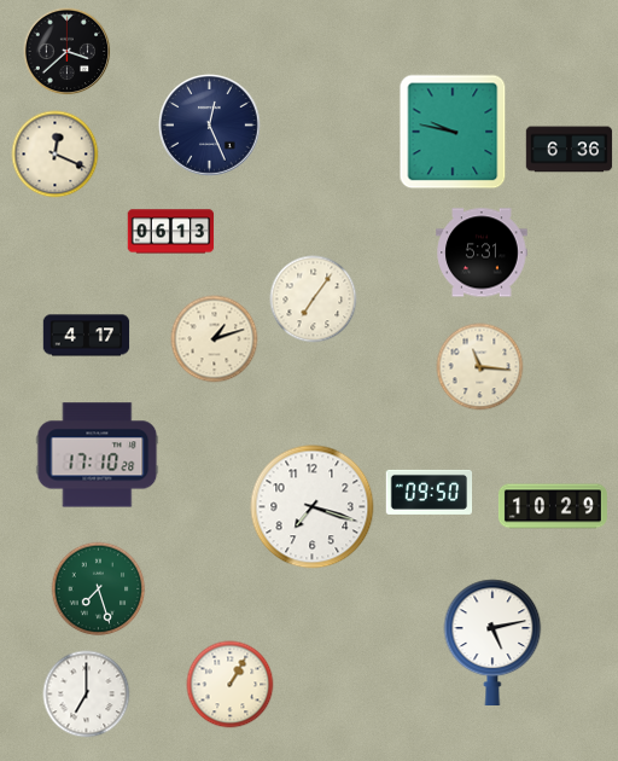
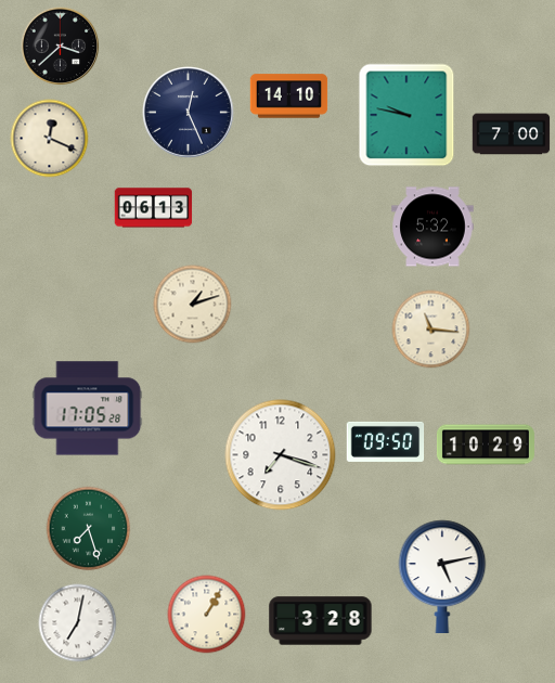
clock at (289, 96): none -> 14:10
clock at (453, 132) position: (453, 132) -> (406, 115)
clock at (570, 150): 6:36 -> 7:00
clock at (482, 252): 5:31 -> 5:32
clock at (314, 300): 7:06 -> none
clock at (87, 336): 4:17 -> none
clock at (98, 455): 17:10 -> 17:05
clock at (553, 506) position: (553, 506) -> (486, 444)
clock at (321, 621): none -> 3:28
clock at (87, 695): 7:00 -> 7:02
